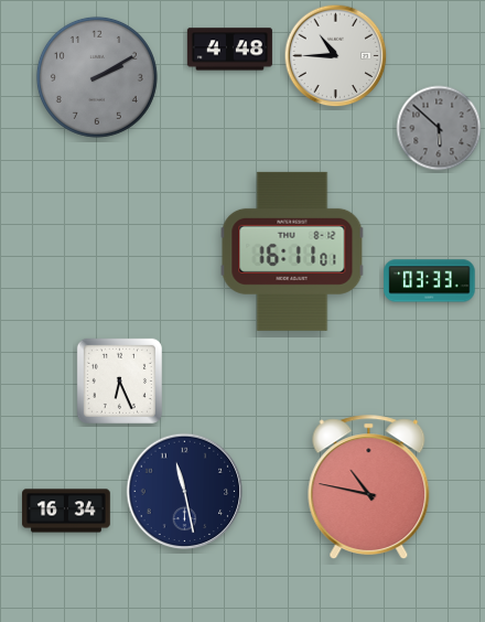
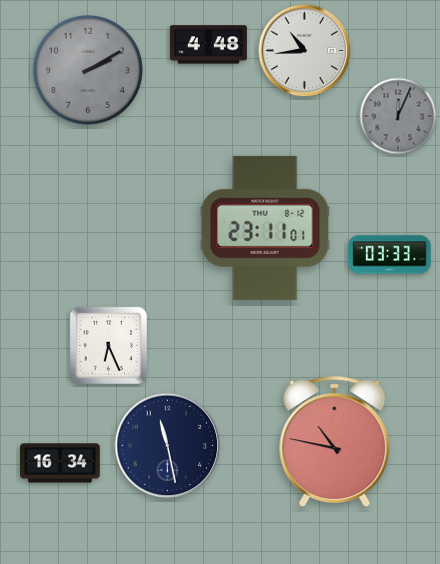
clock at (336, 56): 10:45 -> 10:44
clock at (439, 128): 5:52 -> 12:04
clock at (292, 251): 16:11 -> 23:11
